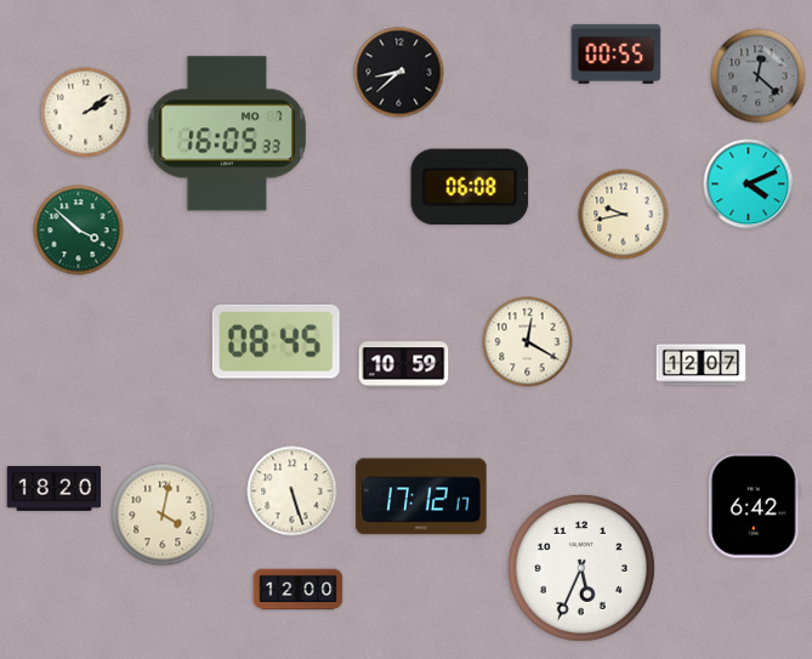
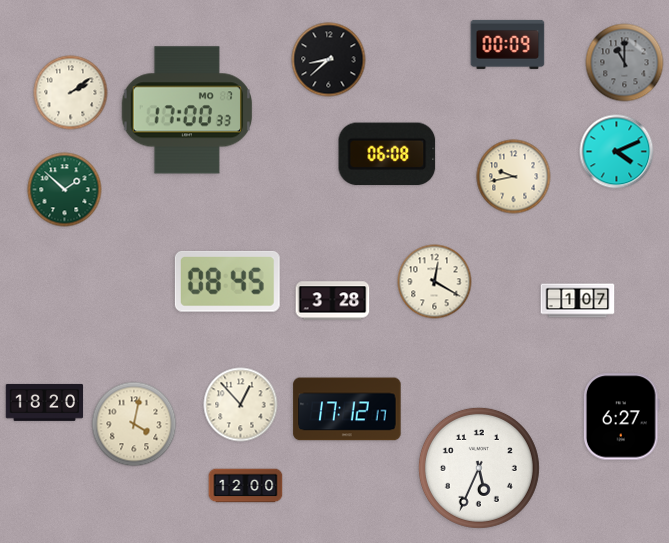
clock at (617, 53): 00:55 -> 00:09
clock at (759, 76): 12:22 -> 11:00
clock at (227, 133): 16:05 -> 17:00
clock at (79, 231): 3:52 -> 1:52
clock at (404, 365): 10:59 -> 3:28
clock at (702, 365): 12:07 -> 1:07
clock at (293, 492): 5:27 -> 12:53
clock at (754, 506): 6:42 -> 6:27
